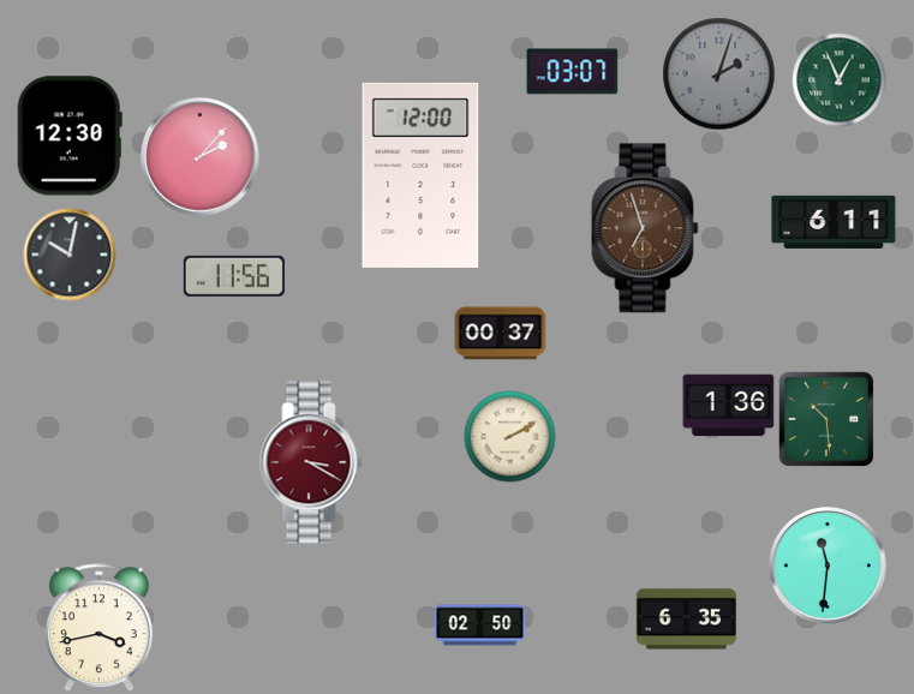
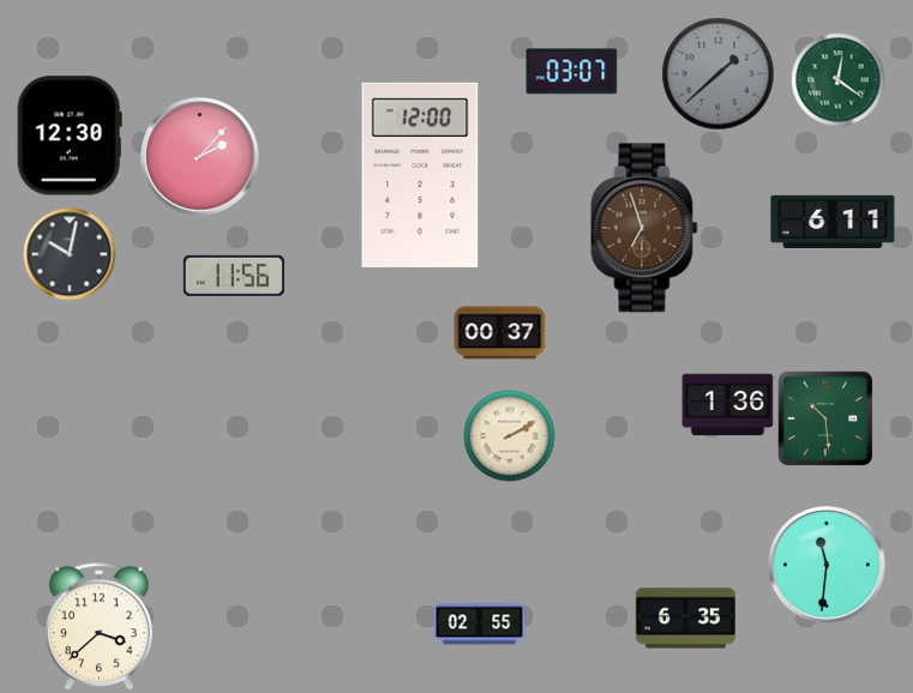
clock at (719, 74): 2:03 -> 1:38
clock at (840, 80): 12:56 -> 12:21
clock at (311, 462): 3:20 -> none
clock at (480, 626): 02:50 -> 02:55
clock at (98, 628): 3:43 -> 3:38
